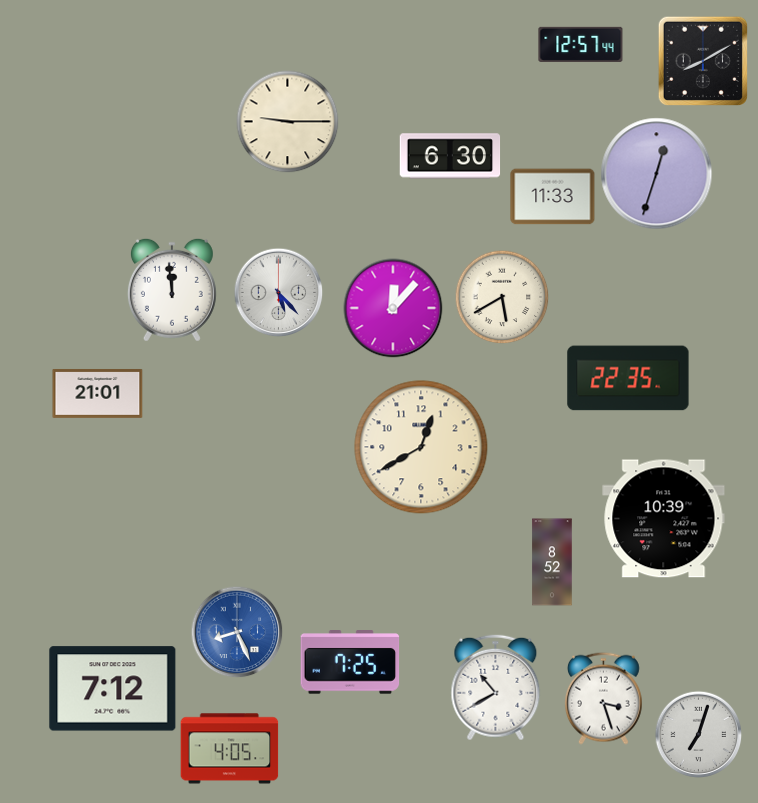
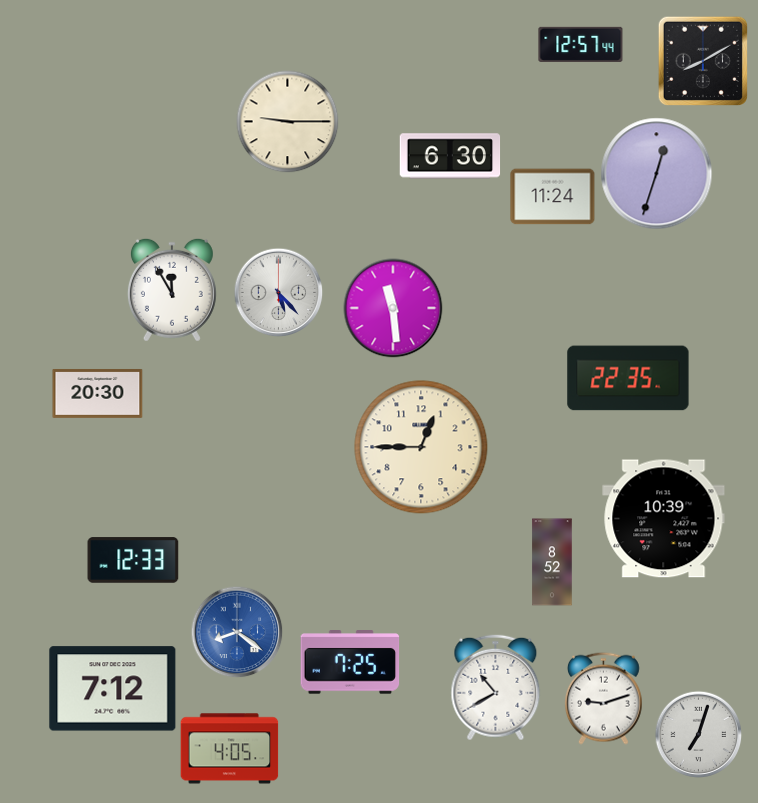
clock at (553, 197): 11:33 -> 11:24
clock at (172, 290): 11:59 -> 11:55
clock at (502, 297): 5:40 -> none
clock at (393, 308): 12:07 -> 11:29
clock at (98, 393): 21:01 -> 20:30
clock at (421, 447): 12:40 -> 12:45
clock at (133, 560): none -> 12:33
clock at (237, 632): 8:26 -> 8:21
clock at (603, 698): 3:27 -> 9:12
